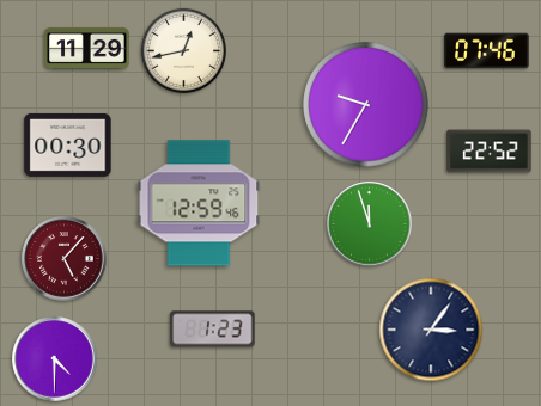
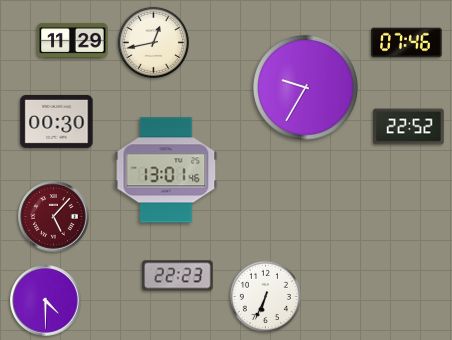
clock at (199, 203): 12:59 -> 13:01
clock at (370, 224): 11:57 -> none
clock at (213, 330): 1:23 -> 22:23
clock at (431, 330): 3:06 -> none
clock at (265, 296): none -> 6:34
